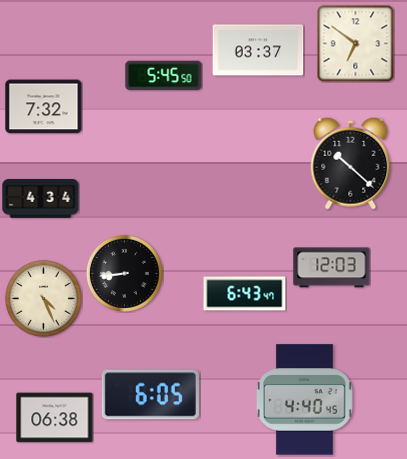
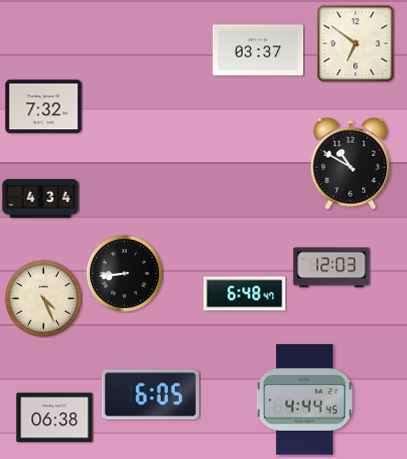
clock at (164, 76): 5:45 -> none
clock at (351, 163): 10:22 -> 10:50
clock at (245, 294): 6:43 -> 6:48
clock at (304, 400): 4:40 -> 4:44
